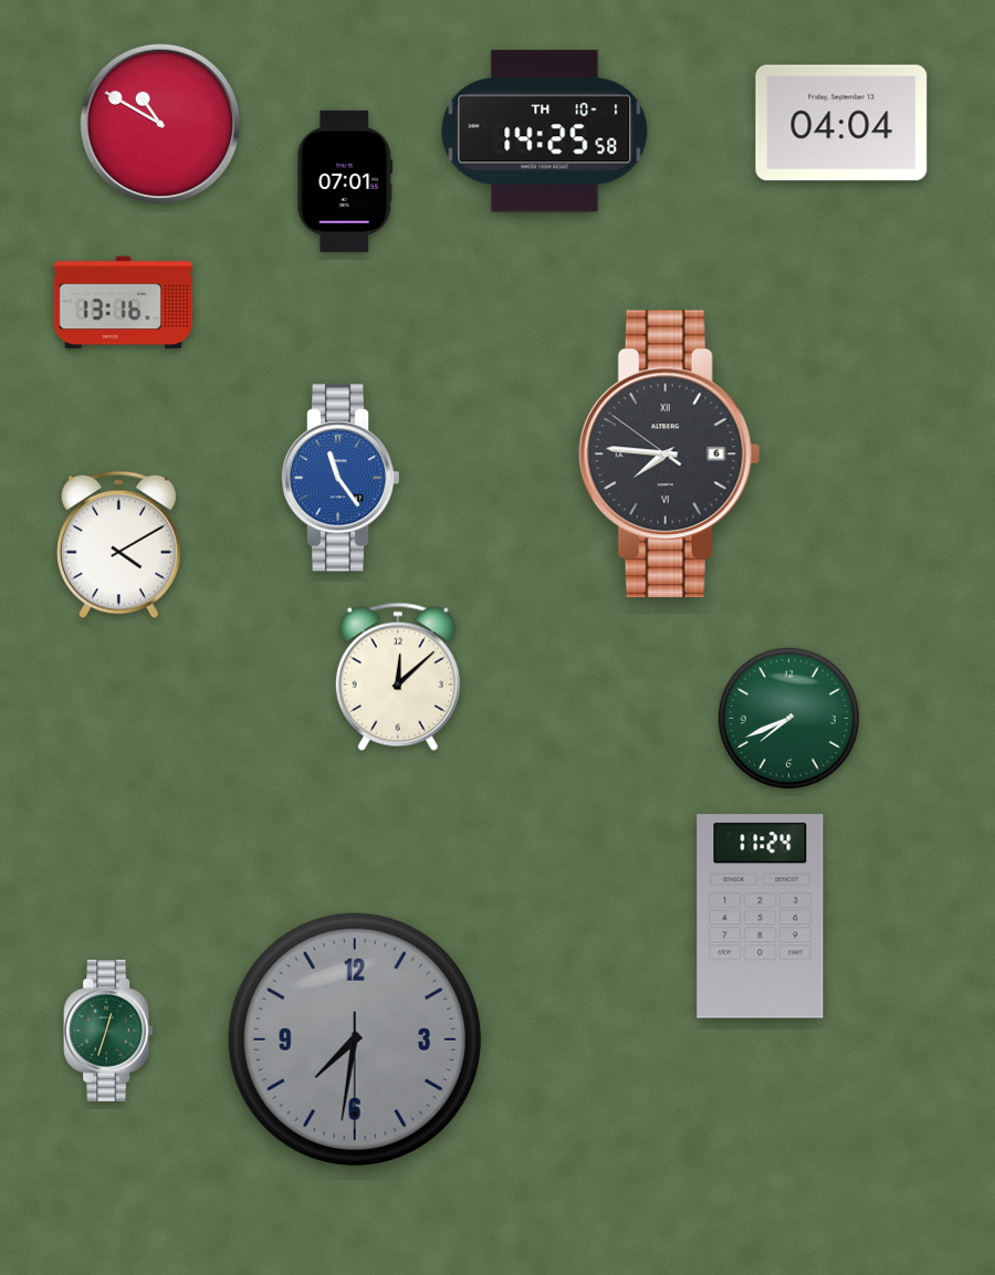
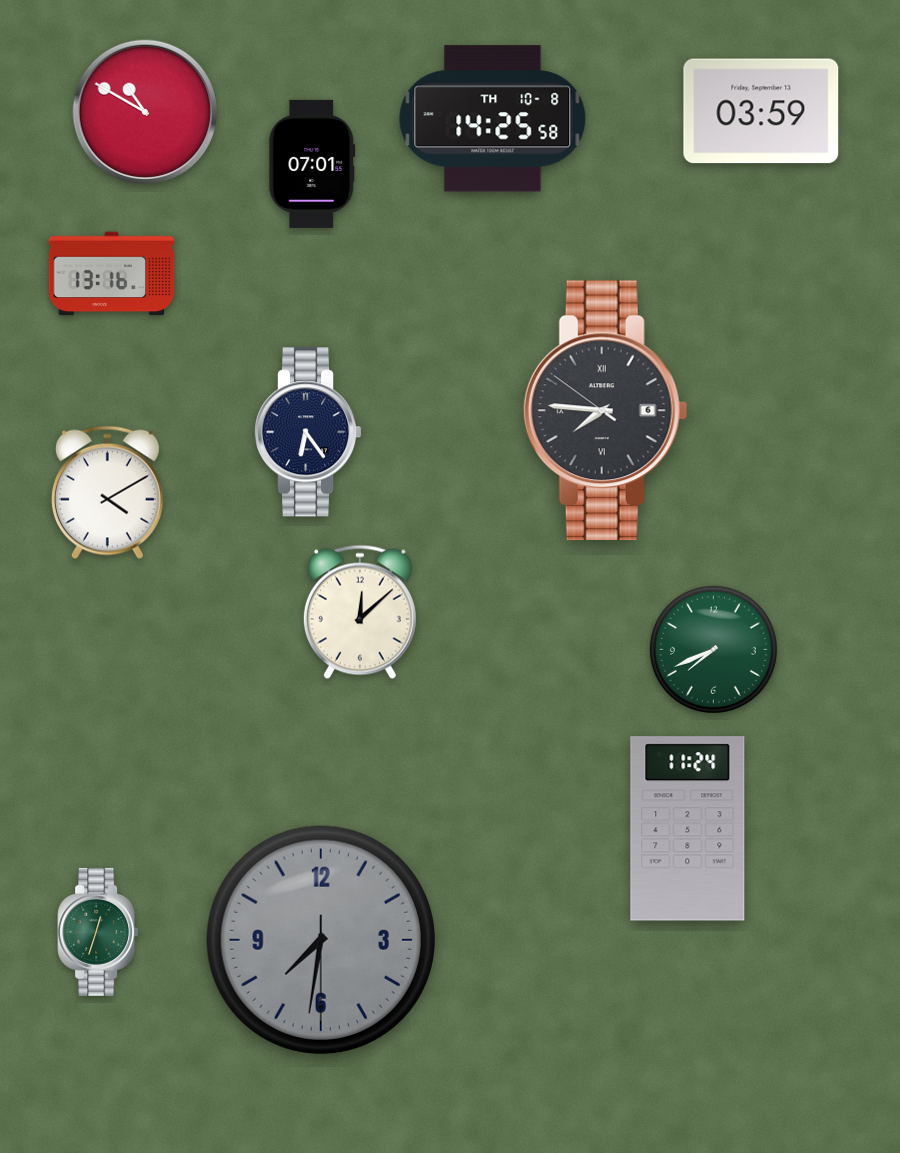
clock at (841, 123): 04:04 -> 03:59
clock at (545, 132) date: TH 10-1 -> TH 10-8
clock at (341, 478): 11:24 -> 6:24
clock at (341, 478) dial: blue -> navy
